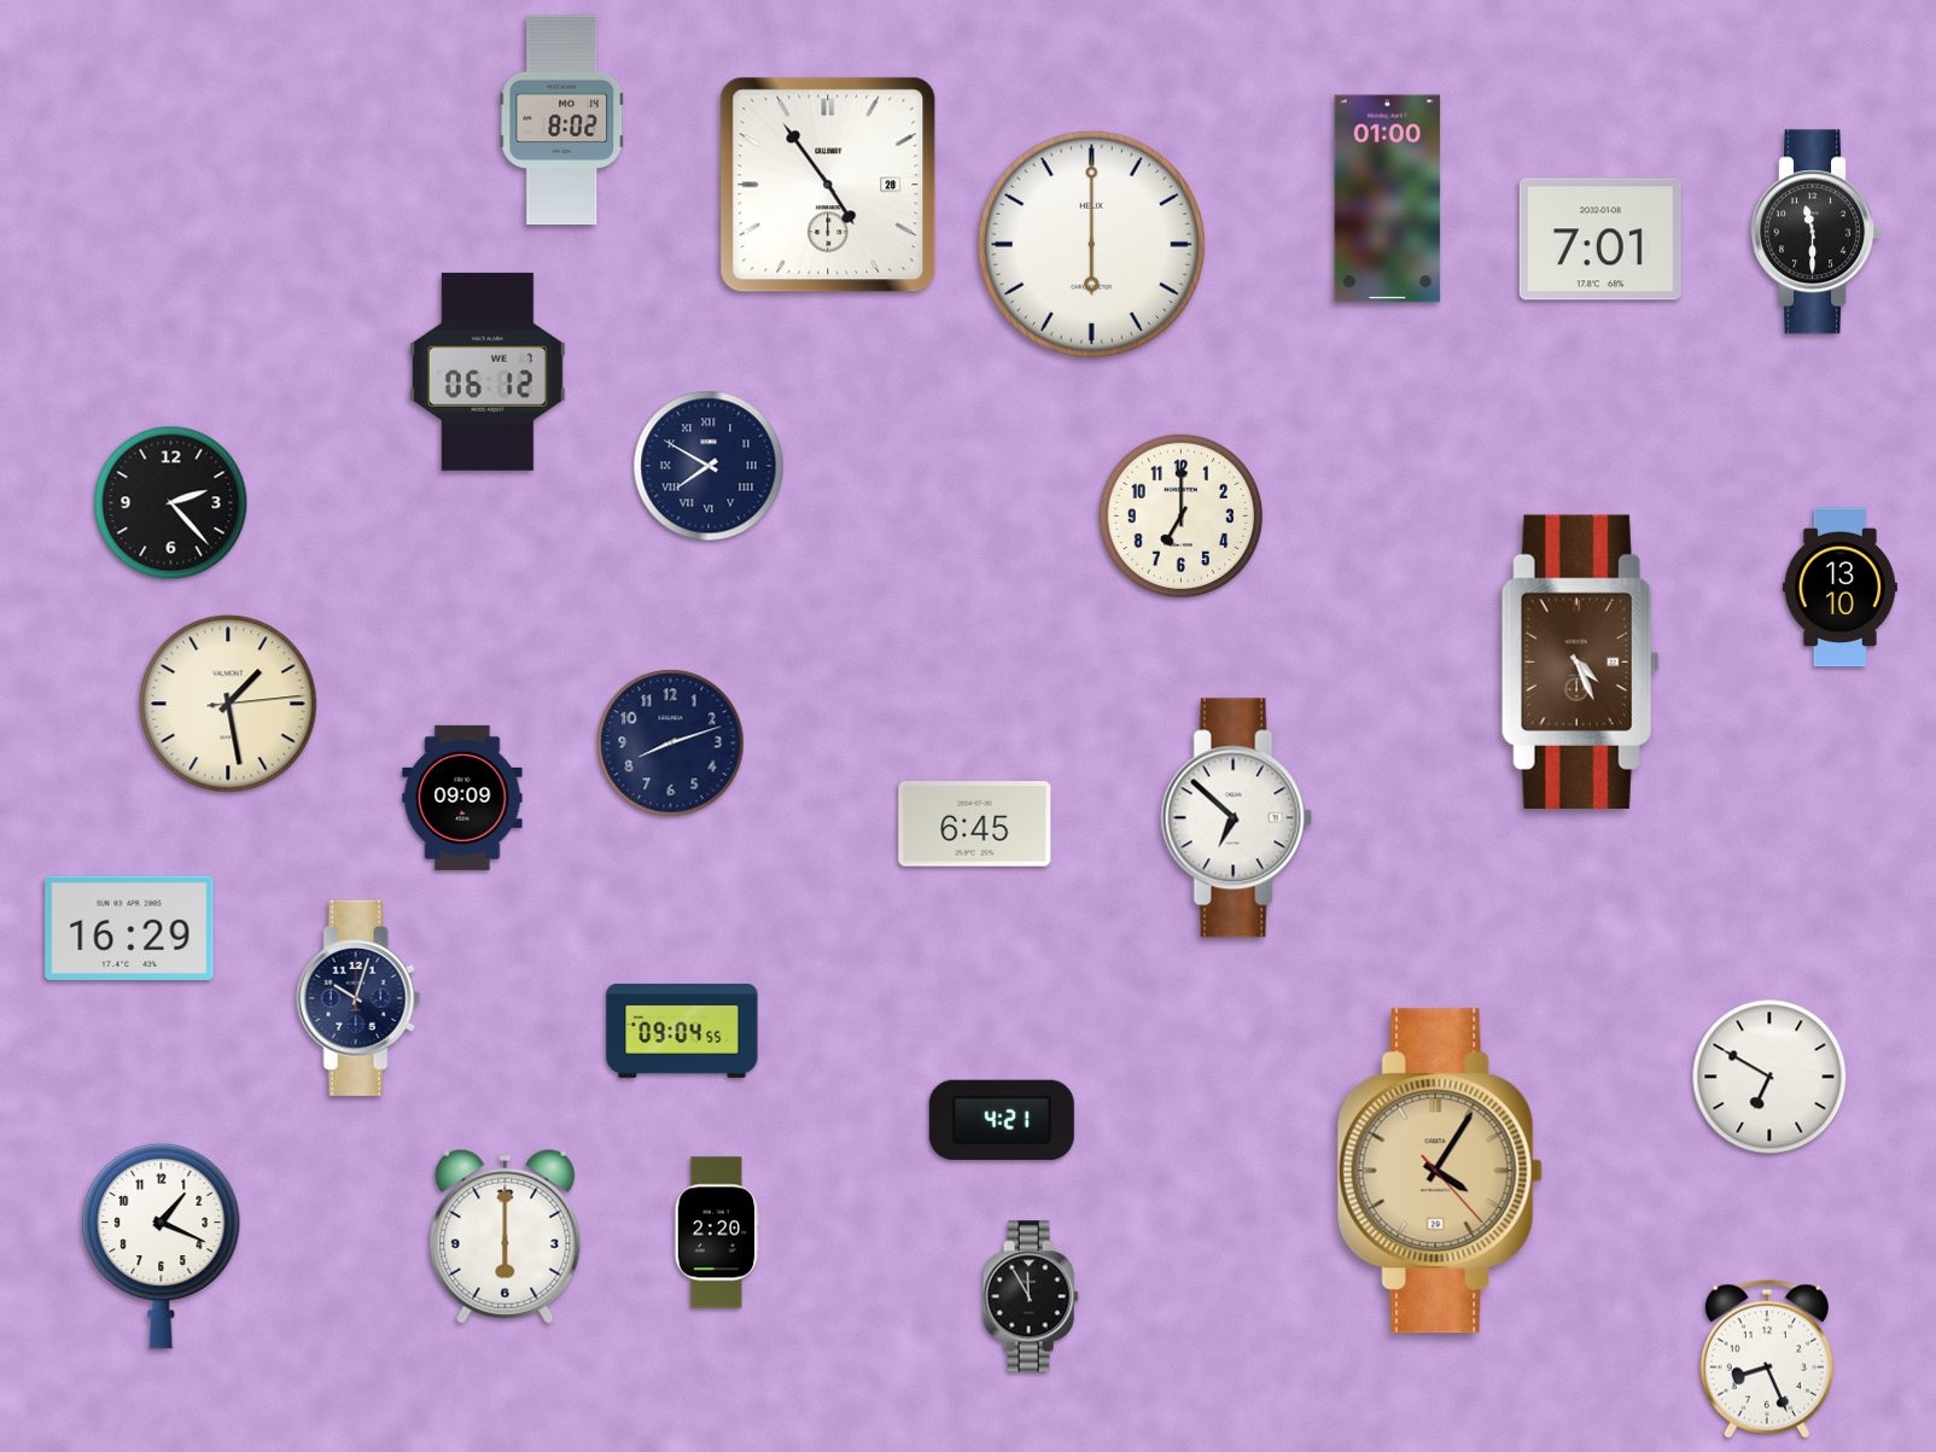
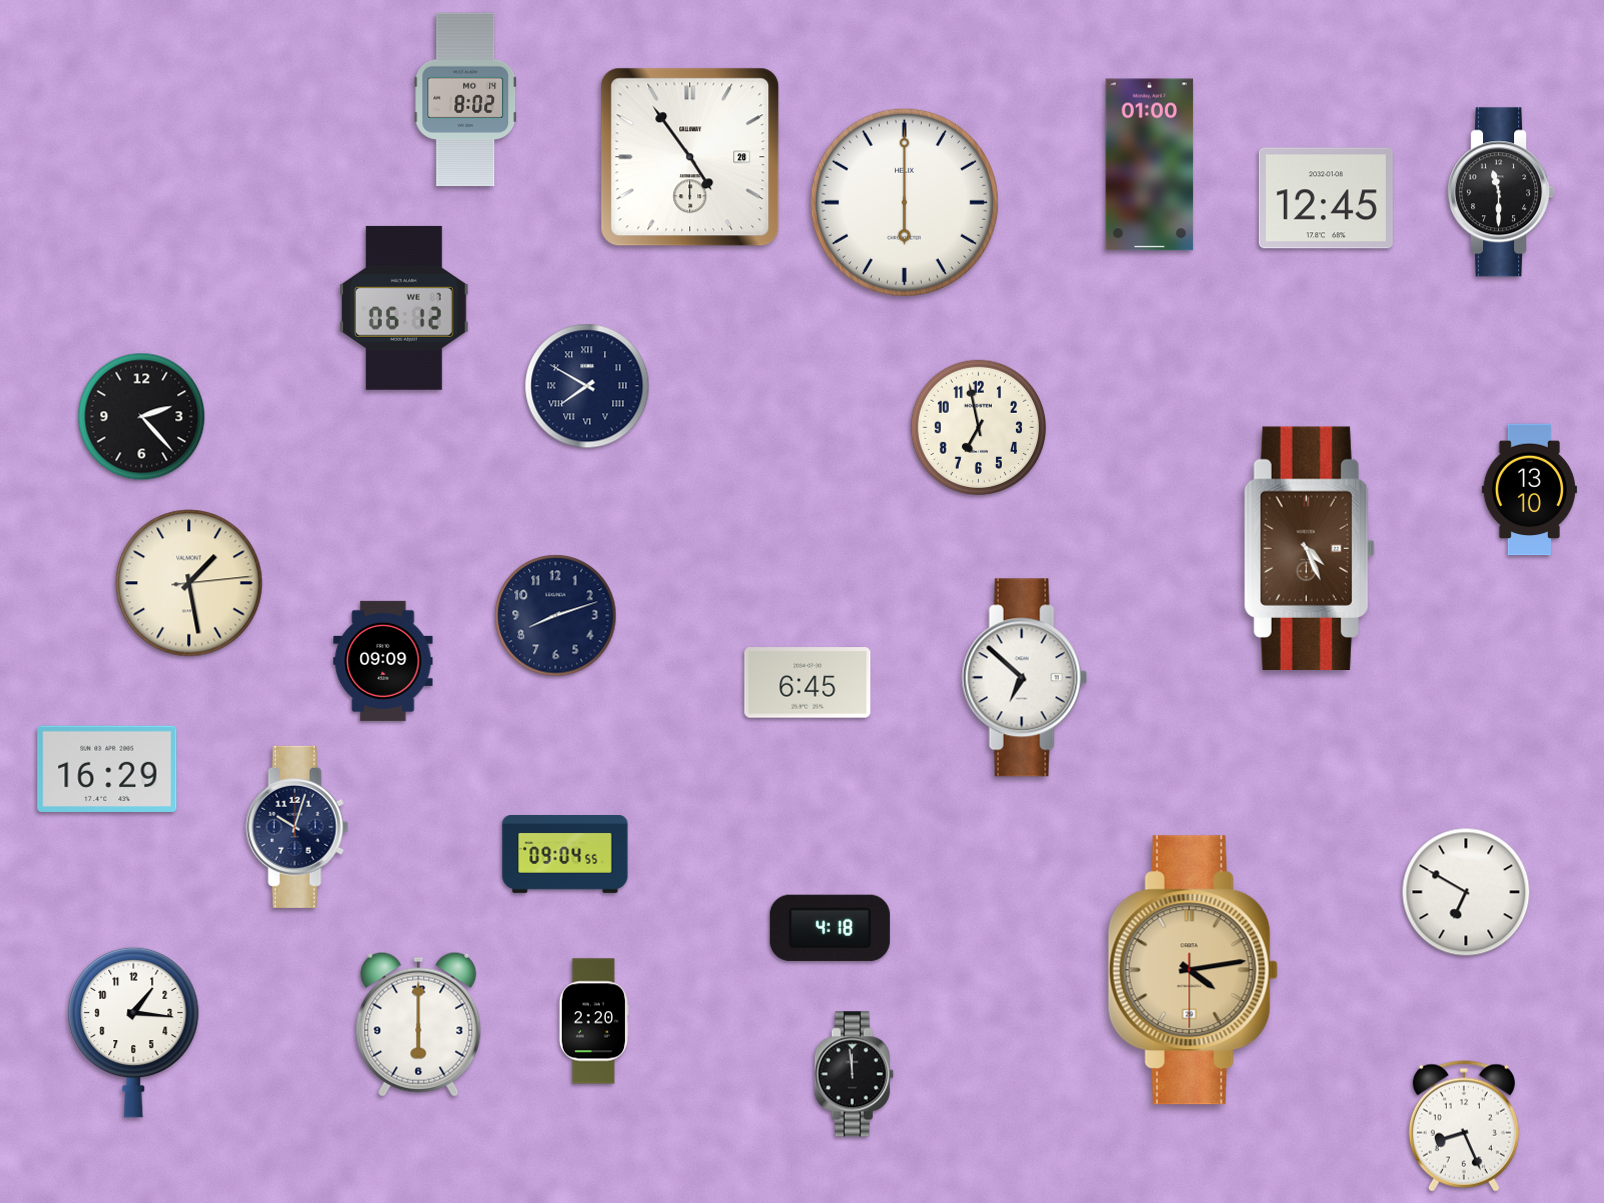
clock at (828, 185) position: (828, 185) -> (690, 157)
clock at (1817, 232) position: (1817, 232) -> (1502, 192)
clock at (1600, 239): 7:01 -> 12:45
clock at (1180, 515): 7:00 -> 6:58
clock at (1839, 588) position: (1839, 588) -> (1529, 490)
clock at (1002, 1120): 4:21 -> 4:18
clock at (1440, 1171): 4:05 -> 4:13
clock at (162, 1246): 1:19 -> 1:16
clock at (1031, 1296): 11:55 -> 11:59
